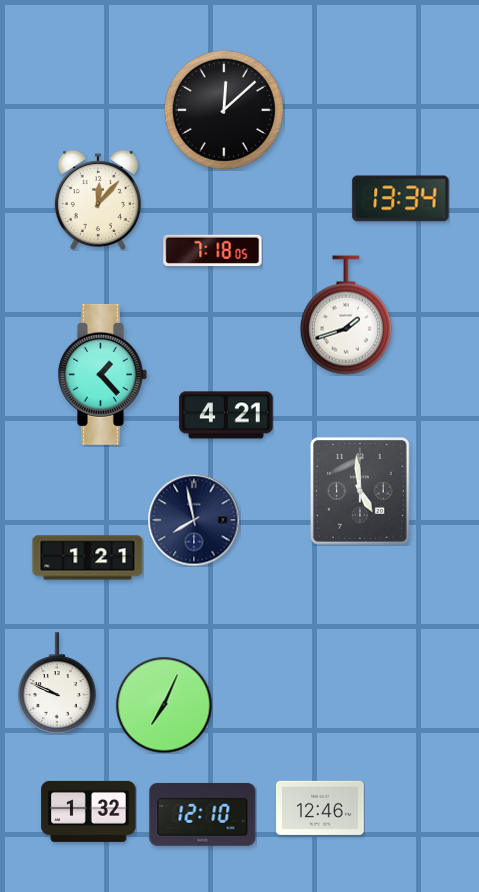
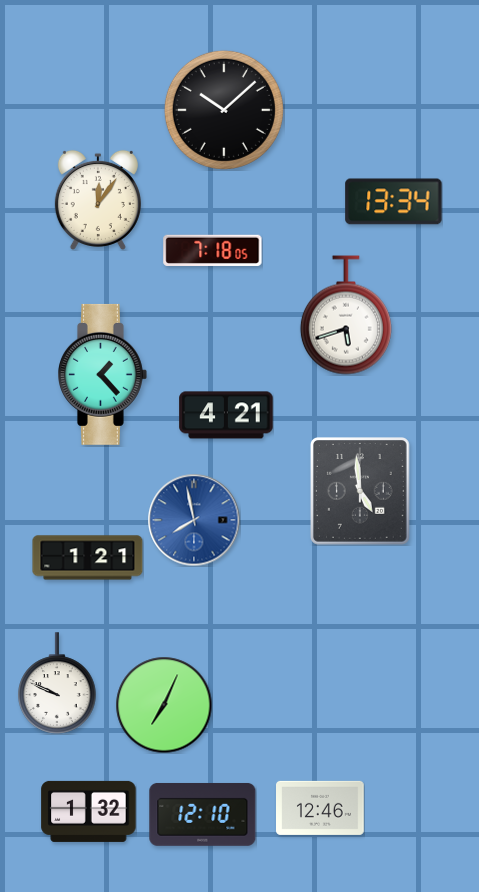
clock at (224, 110): 12:08 -> 10:08
clock at (401, 199) position: (401, 199) -> (394, 202)
clock at (98, 200): 12:07 -> 12:06
clock at (346, 315): 1:42 -> 5:42
clock at (194, 520) dial: navy -> blue
